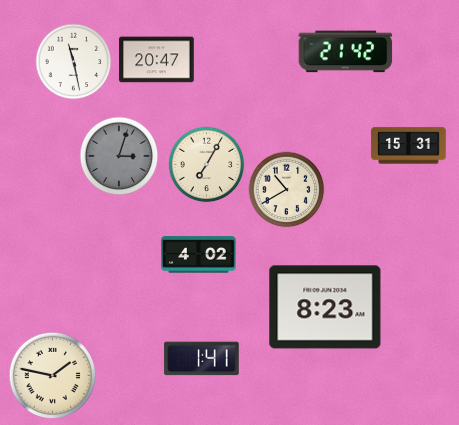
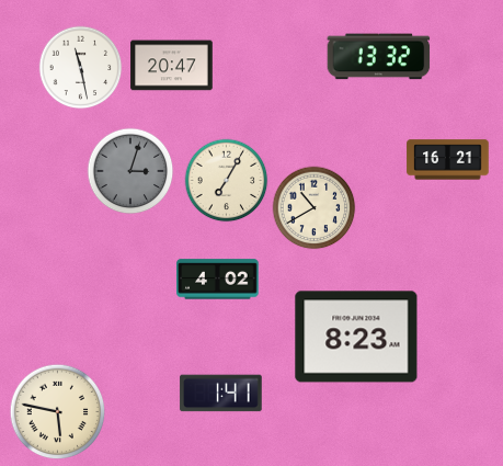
clock at (346, 52): 21:42 -> 13:32
clock at (409, 146): 15:31 -> 16:21
clock at (53, 376): 1:47 -> 5:47
